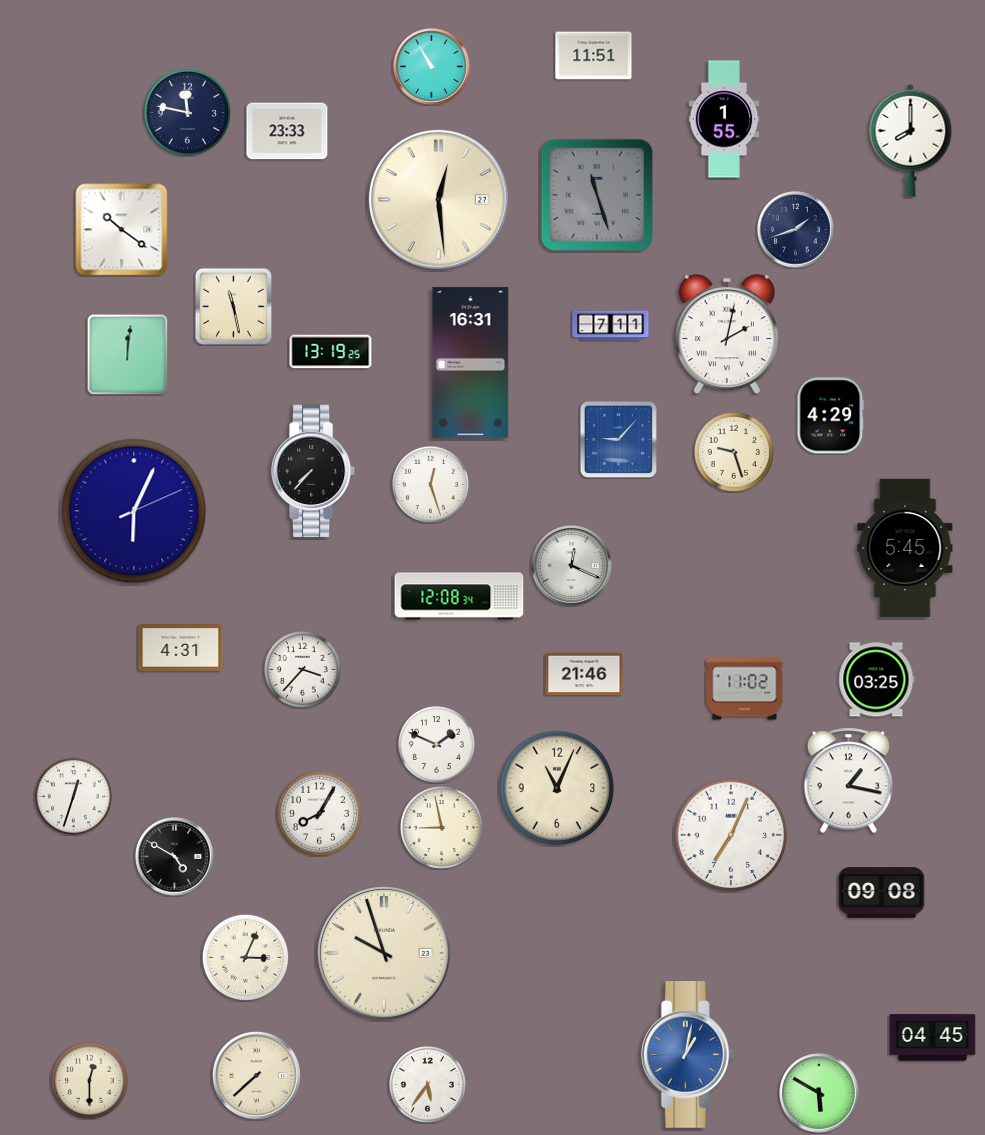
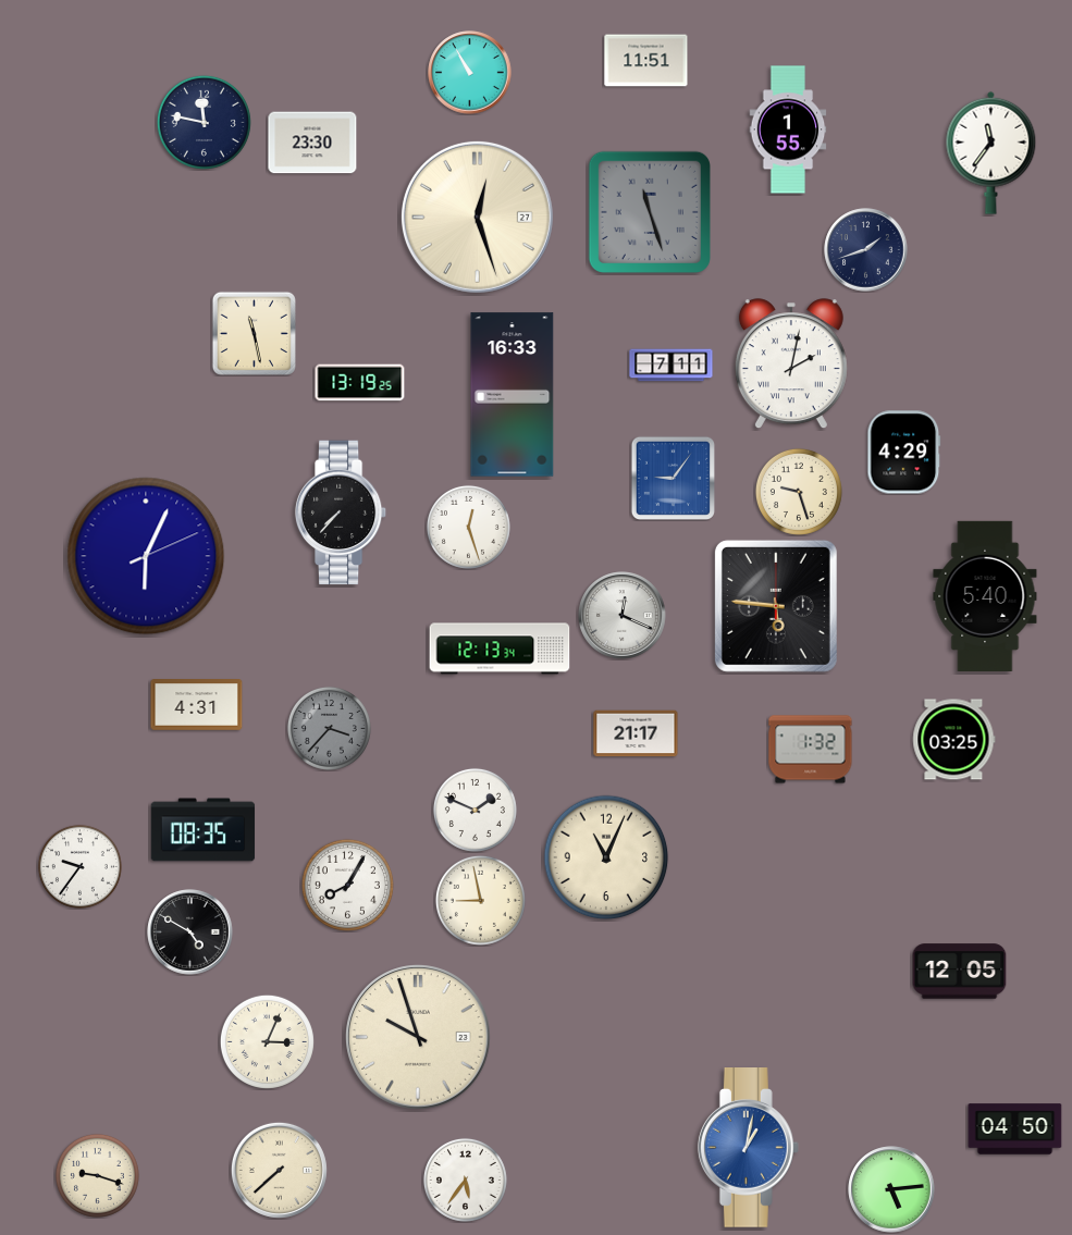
clock at (287, 131): 23:33 -> 23:30
clock at (911, 140): 8:00 -> 11:36
clock at (438, 199): 12:29 -> 12:27
clock at (122, 230): 10:21 -> none
clock at (611, 326) position: (611, 326) -> (671, 366)
clock at (127, 354): 12:01 -> none
clock at (471, 363): 16:31 -> 16:33
clock at (618, 439): 9:07 -> 9:06
clock at (905, 548): 5:45 -> 5:40
clock at (776, 606): none -> 5:46
clock at (459, 596): 12:08 -> 12:13
clock at (302, 669) dial: white -> grey
clock at (584, 674): 21:46 -> 21:17
clock at (745, 689): 11:02 -> 1:32
clock at (204, 830): none -> 08:35
clock at (849, 781): 1:17 -> none
clock at (73, 796): 12:33 -> 9:36
clock at (731, 835): 7:04 -> none
clock at (882, 893): 09:08 -> 12:05
clock at (933, 1038): 04:45 -> 04:50
clock at (89, 1080): 12:30 -> 9:18
clock at (819, 1093): 5:50 -> 5:14
